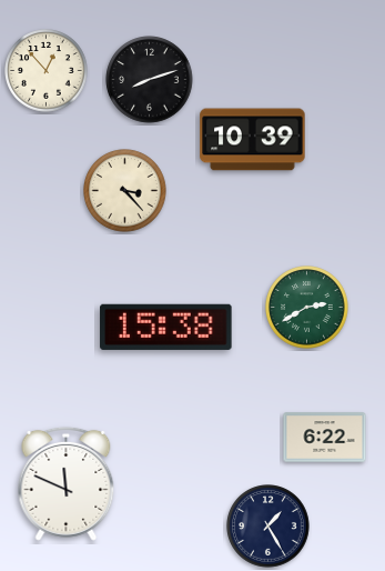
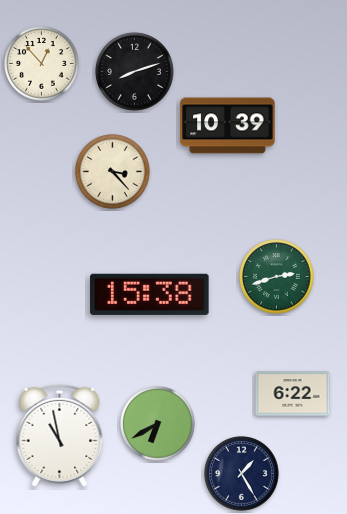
clock at (307, 308): 2:40 -> 2:42
clock at (158, 424): none -> 6:40
clock at (67, 483): 11:49 -> 10:58
